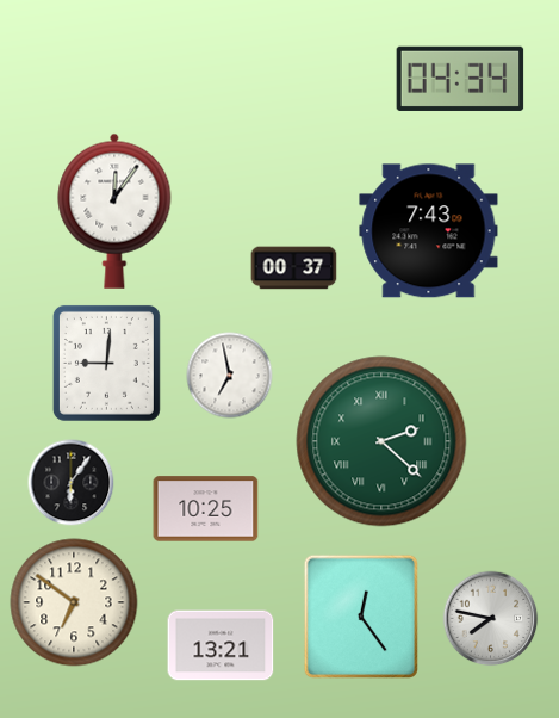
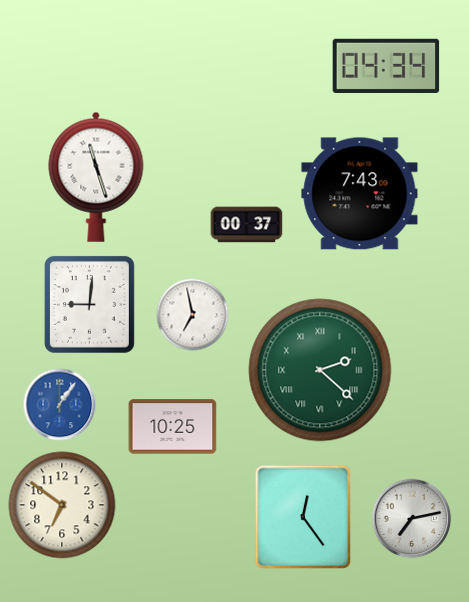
clock at (114, 211): 12:06 -> 11:27
clock at (72, 483): 6:06 -> 1:06
clock at (72, 483) dial: black -> blue
clock at (491, 619): 7:47 -> 7:13
clock at (221, 645): 13:21 -> none
